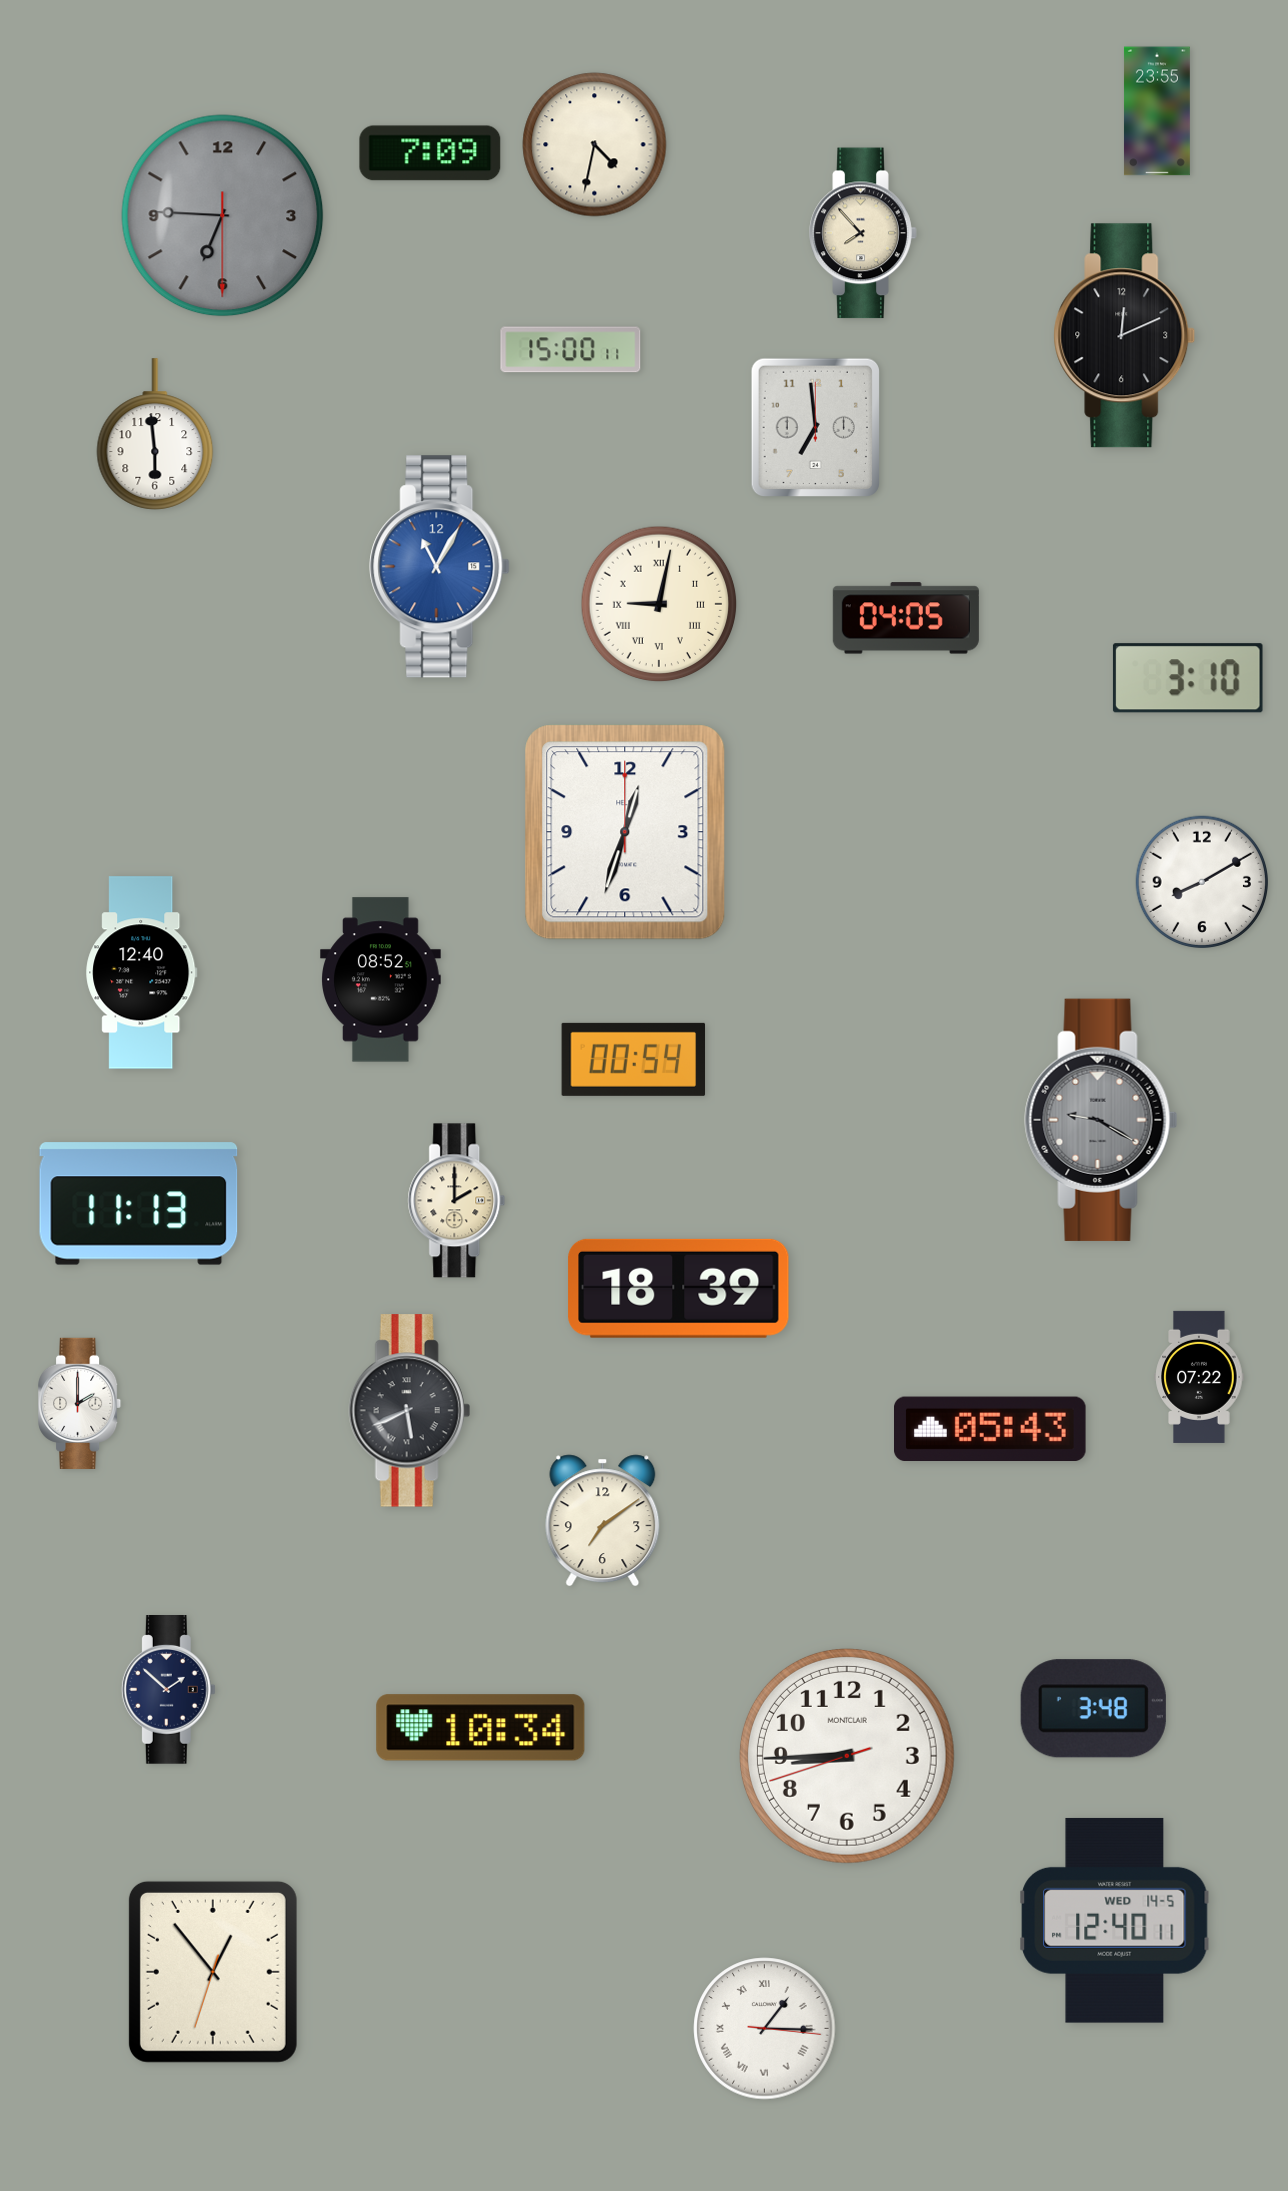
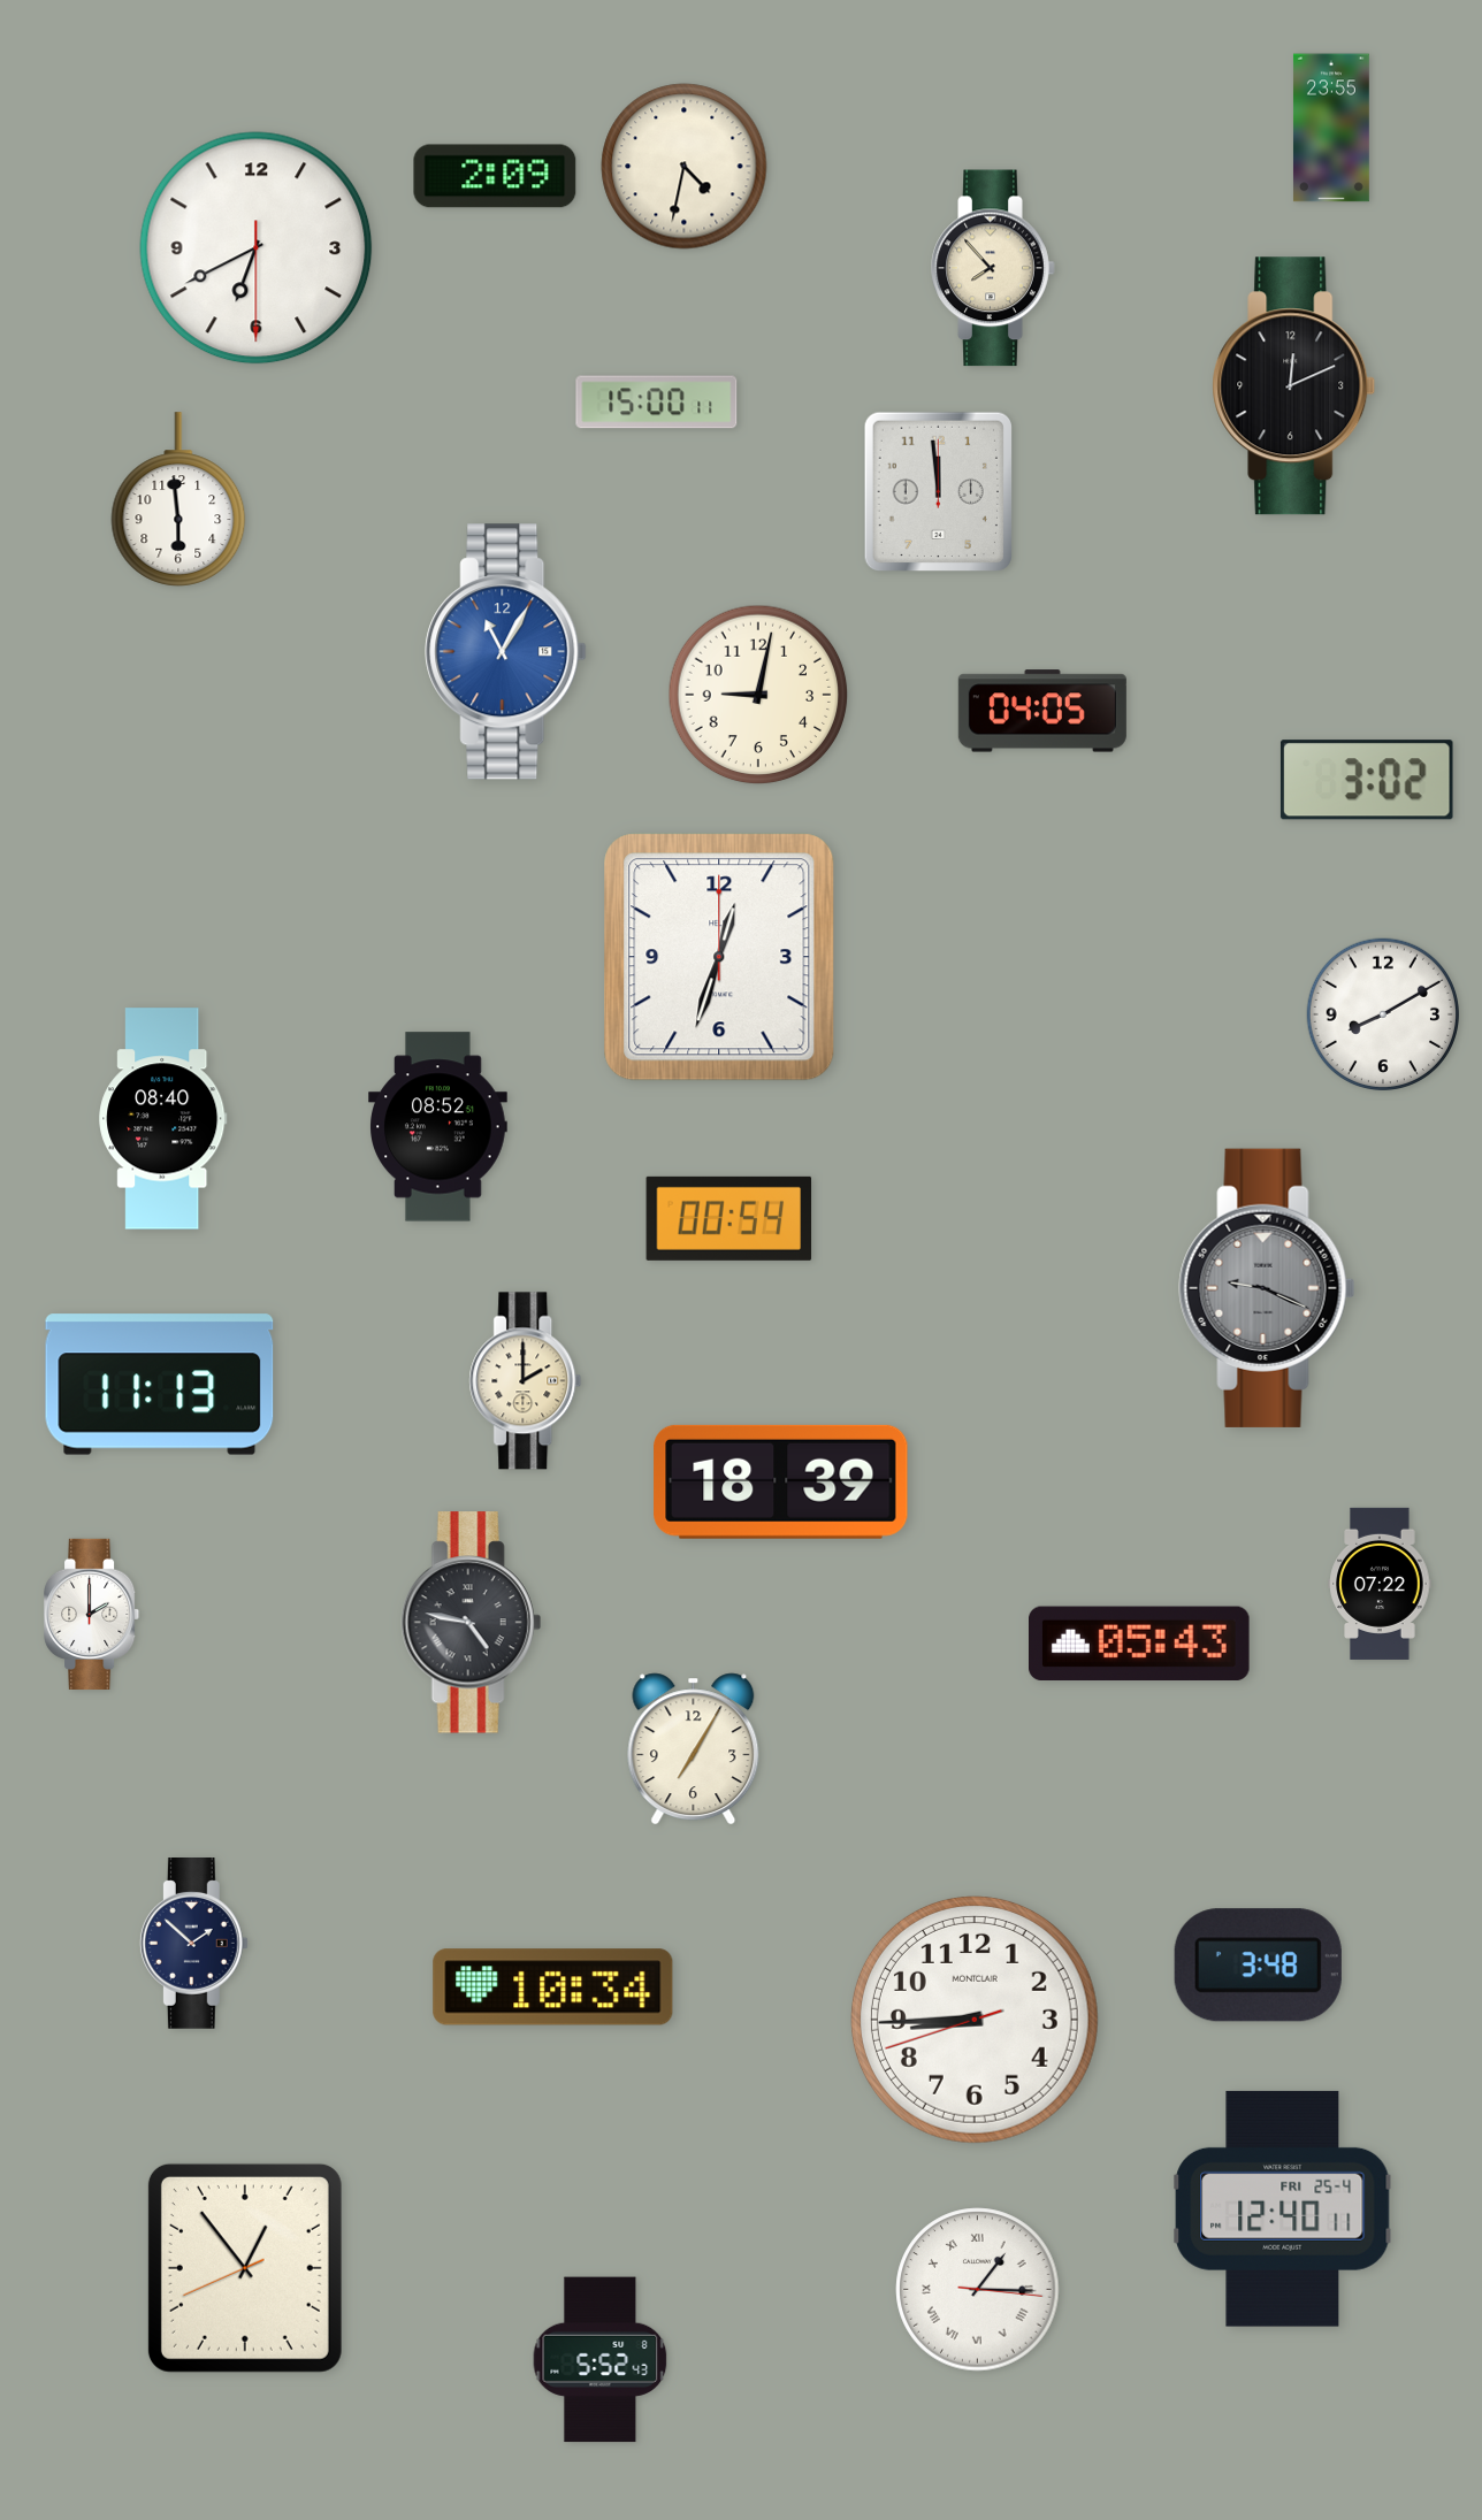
clock at (430, 153): 7:09 -> 2:09
clock at (223, 216): 6:45 -> 6:40
clock at (223, 216) dial: grey -> white
clock at (815, 427): 6:59 -> 11:59
clock at (659, 604) numerals: Roman -> Arabic
clock at (1188, 678): 3:10 -> 3:02
clock at (142, 973): 12:40 -> 08:40
clock at (1101, 1120): 9:20 -> 9:19
clock at (409, 1411): 5:41 -> 4:47
clock at (603, 1521): 7:09 -> 7:05
clock at (1115, 1920) date: WED 14-5 -> FRI 25-4
clock at (213, 1972): 12:53:33 -> 12:53:41
clock at (765, 2029) position: (765, 2029) -> (978, 2290)
clock at (601, 2360): none -> 5:52
